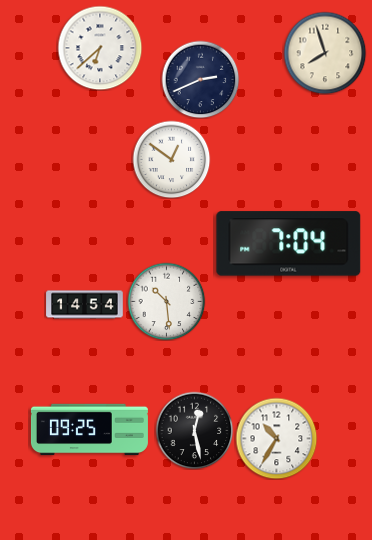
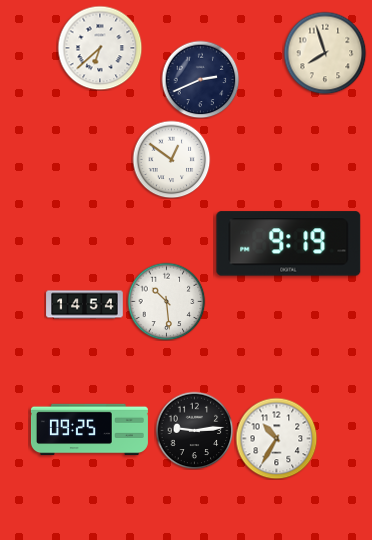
clock at (289, 244): 7:04 -> 9:19
clock at (194, 430): 12:28 -> 9:14
